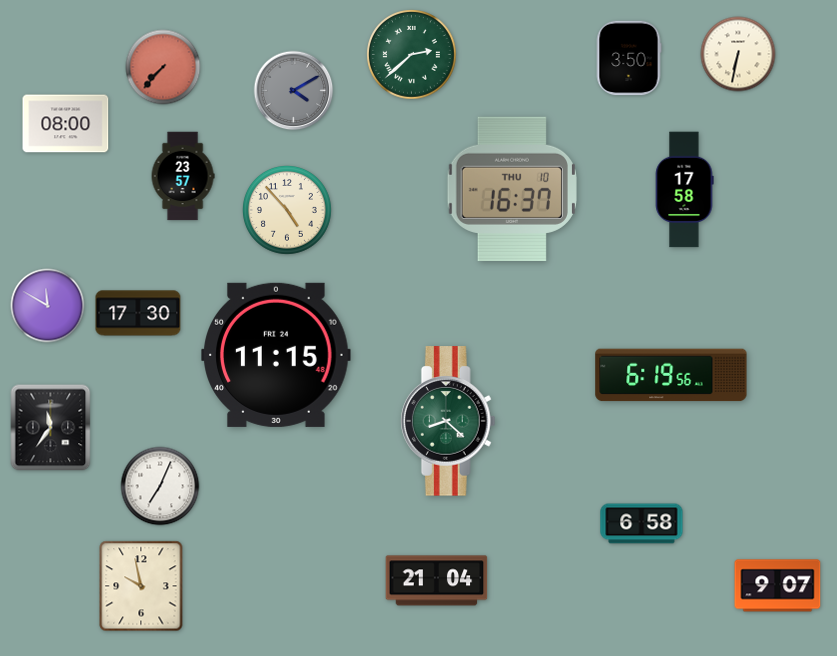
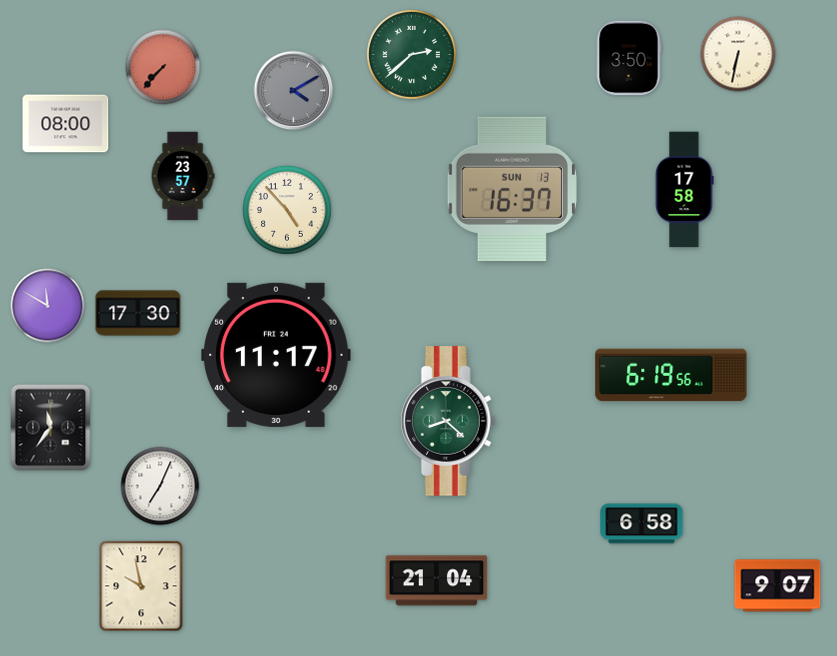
clock at (512, 188) date: THU 10 -> SUN 13
clock at (276, 355): 11:15 -> 11:17
